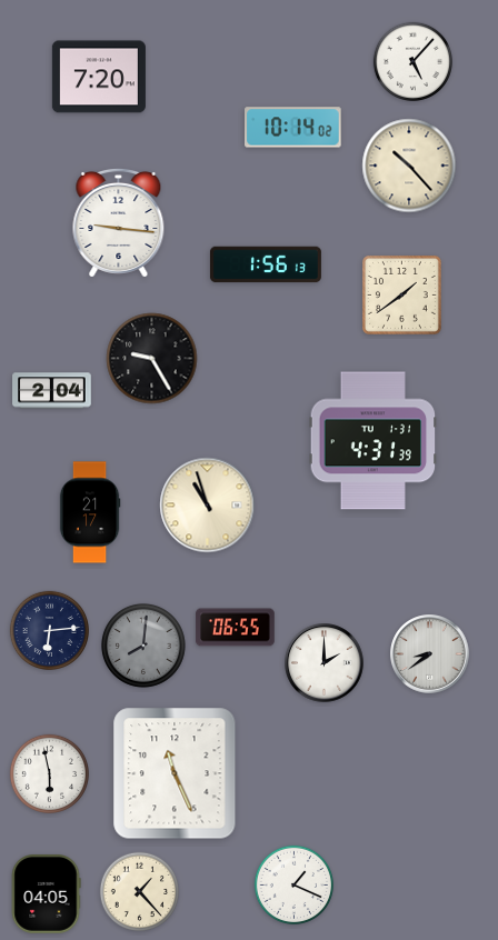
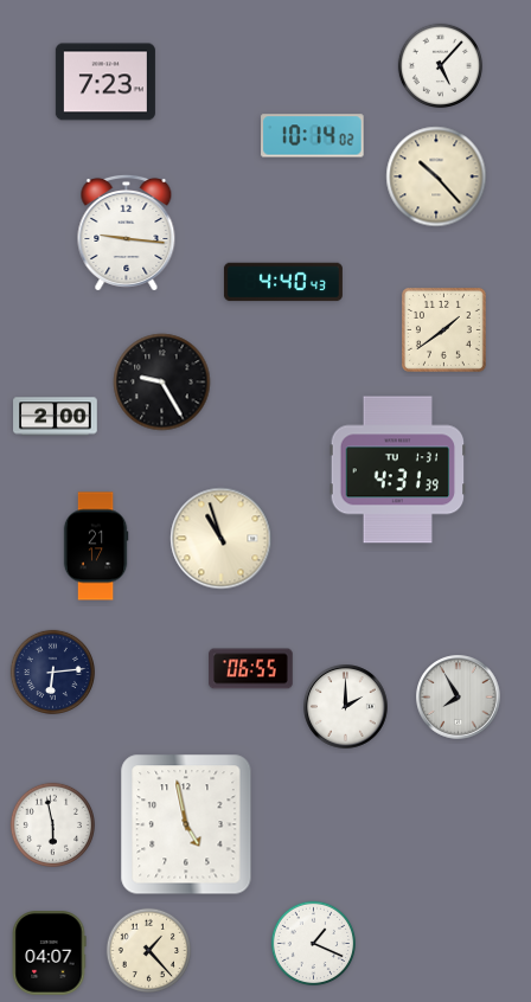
clock at (99, 77): 7:20 -> 7:23
clock at (119, 222) position: (119, 222) -> (127, 232)
clock at (266, 264): 1:56 -> 4:40
clock at (401, 294) position: (401, 294) -> (443, 329)
clock at (52, 391): 2:04 -> 2:00
clock at (143, 646): 8:01 -> none
clock at (430, 654): 8:39 -> 7:55
clock at (175, 773): 11:26 -> 4:58
clock at (46, 894): 04:05 -> 04:07
